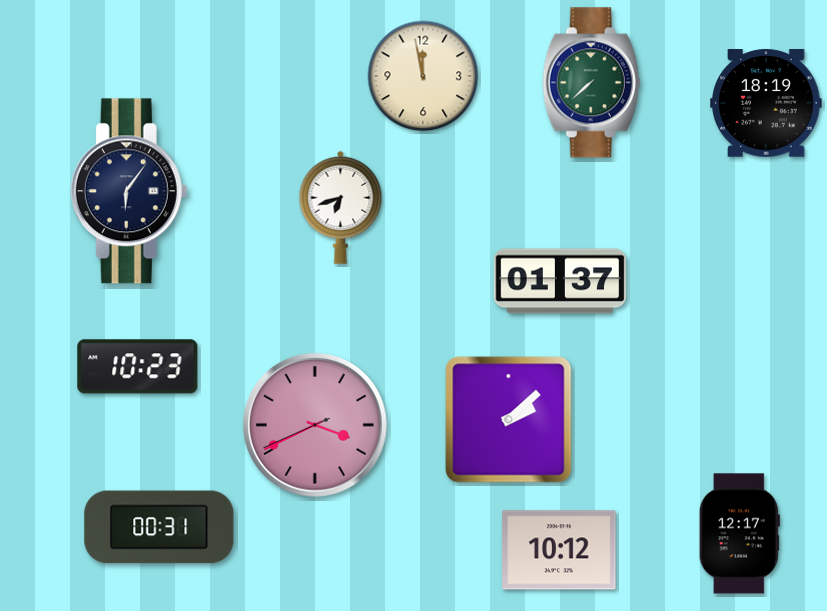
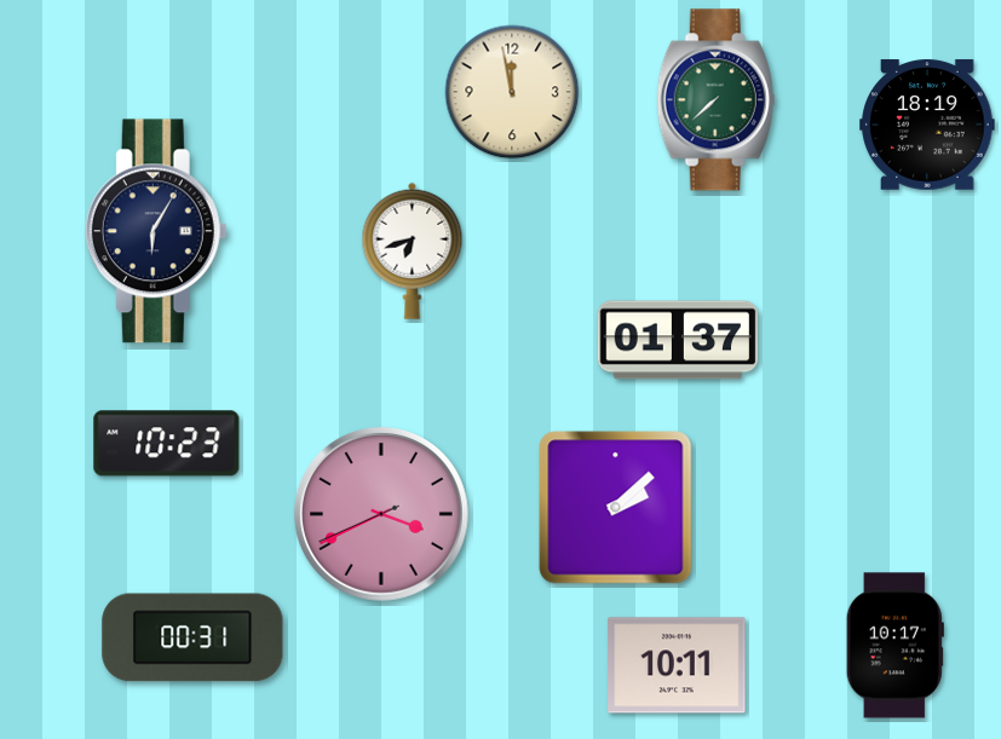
clock at (129, 191): 6:06 -> 6:05
clock at (739, 534): 12:17 -> 10:17
clock at (559, 550): 10:12 -> 10:11
